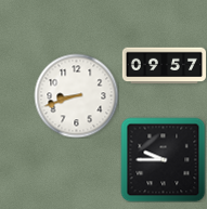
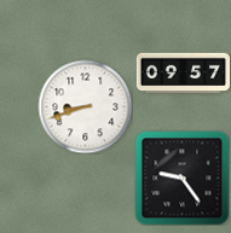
clock at (163, 159): 9:45 -> 9:24
